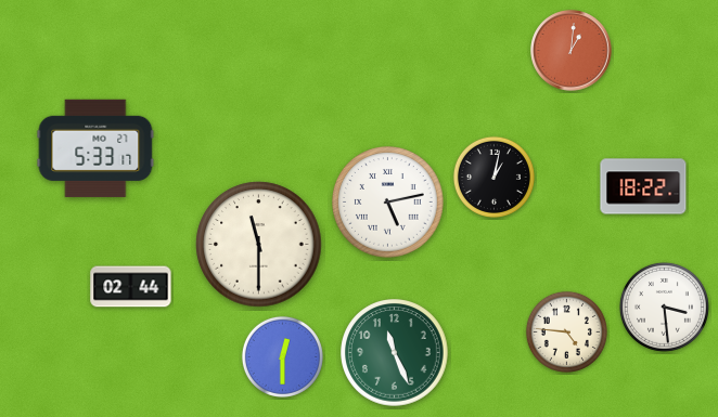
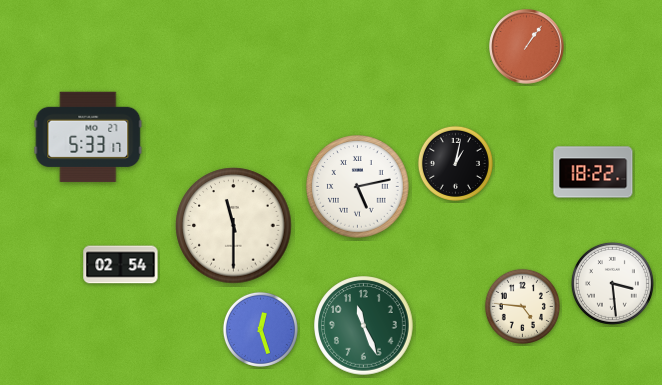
clock at (572, 51): 1:01 -> 1:06
clock at (259, 245) position: (259, 245) -> (234, 226)
clock at (131, 287): 02:44 -> 02:54
clock at (282, 356): 12:30 -> 12:27
